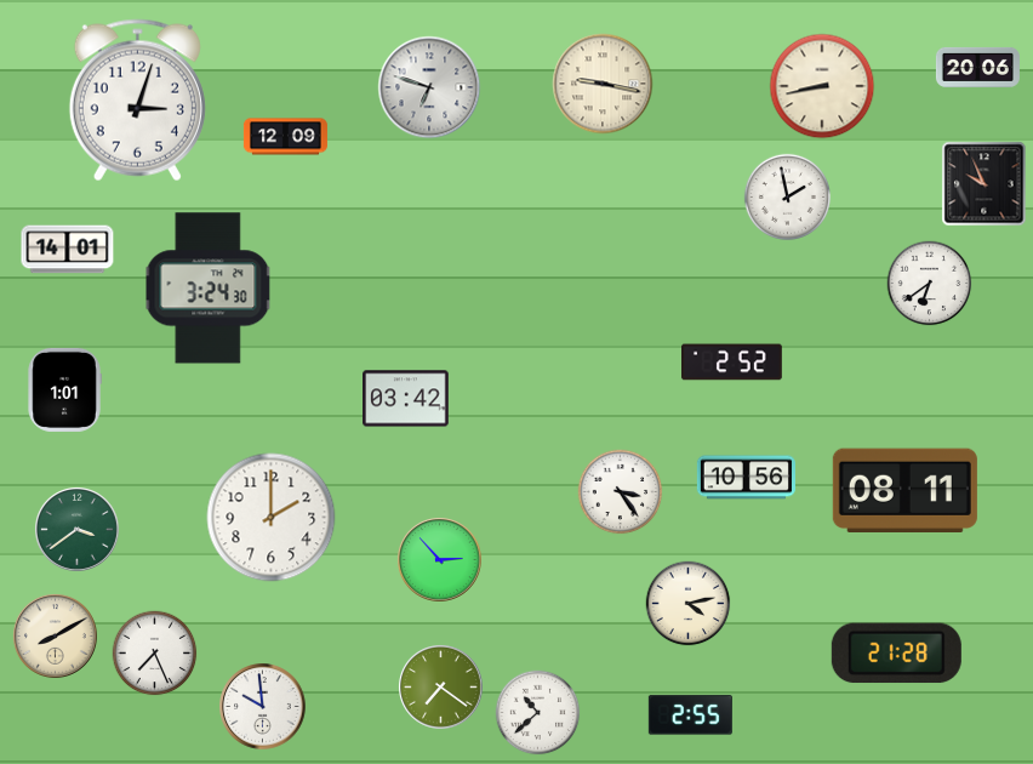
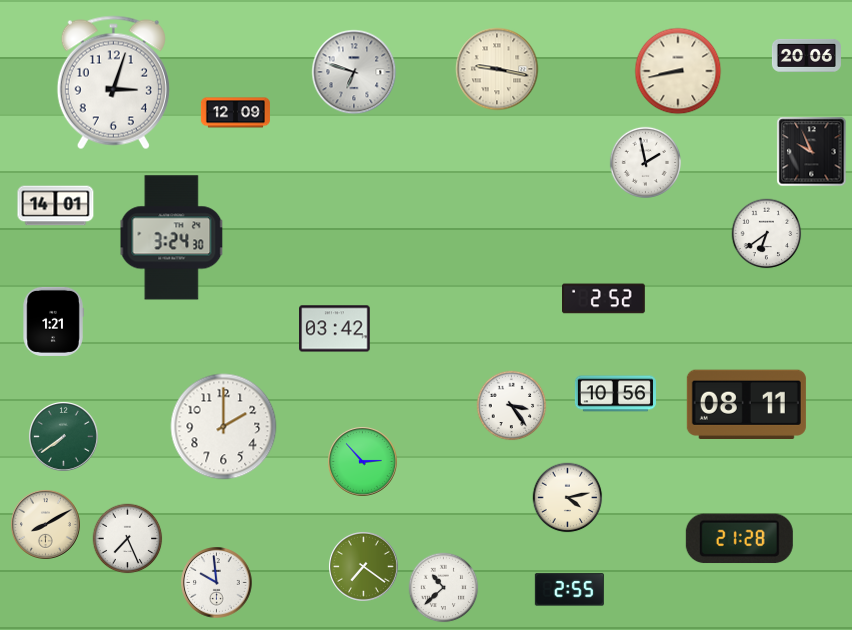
clock at (787, 196) position: (787, 196) -> (645, 162)
clock at (64, 389): 1:01 -> 1:21
clock at (78, 530): 3:39 -> 7:39
